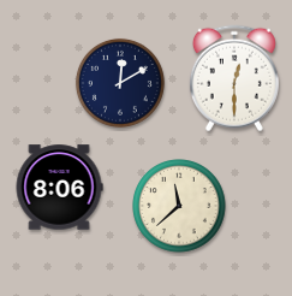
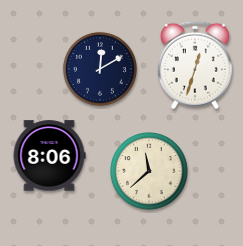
clock at (234, 78): 12:30 -> 12:33
